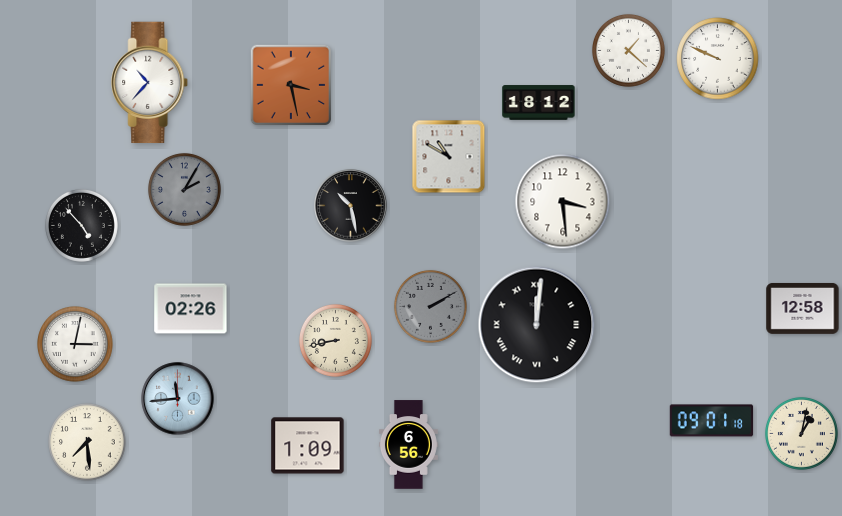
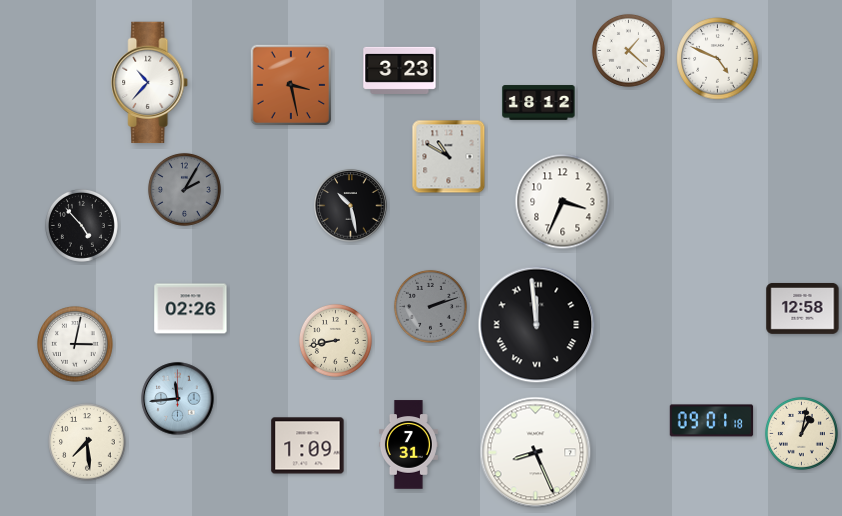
clock at (718, 59): 9:49 -> 4:49
clock at (400, 70): none -> 3:23
clock at (563, 202): 3:29 -> 3:34
clock at (430, 306): 2:10 -> 2:12
clock at (537, 325): 12:01 -> 11:59
clock at (408, 445): 6:56 -> 7:31
clock at (536, 453): none -> 8:26
